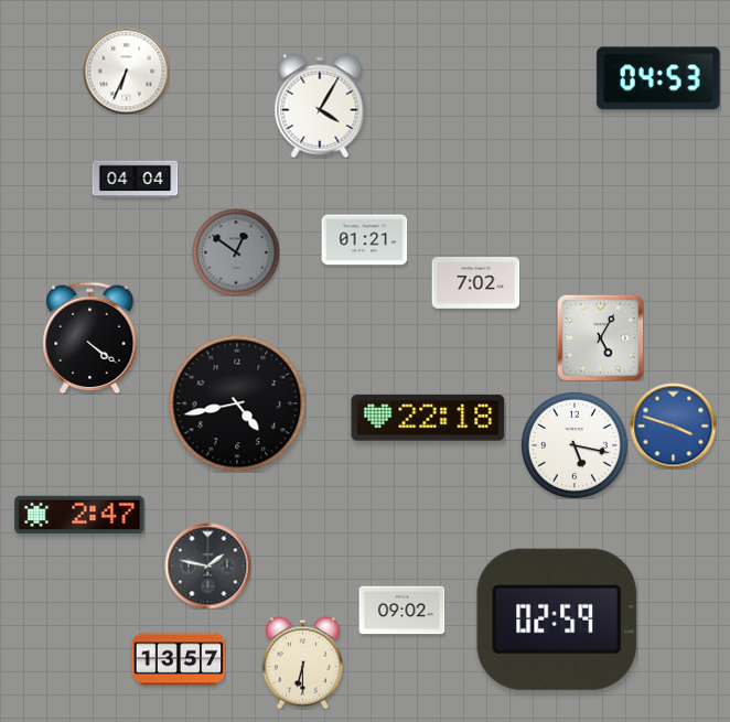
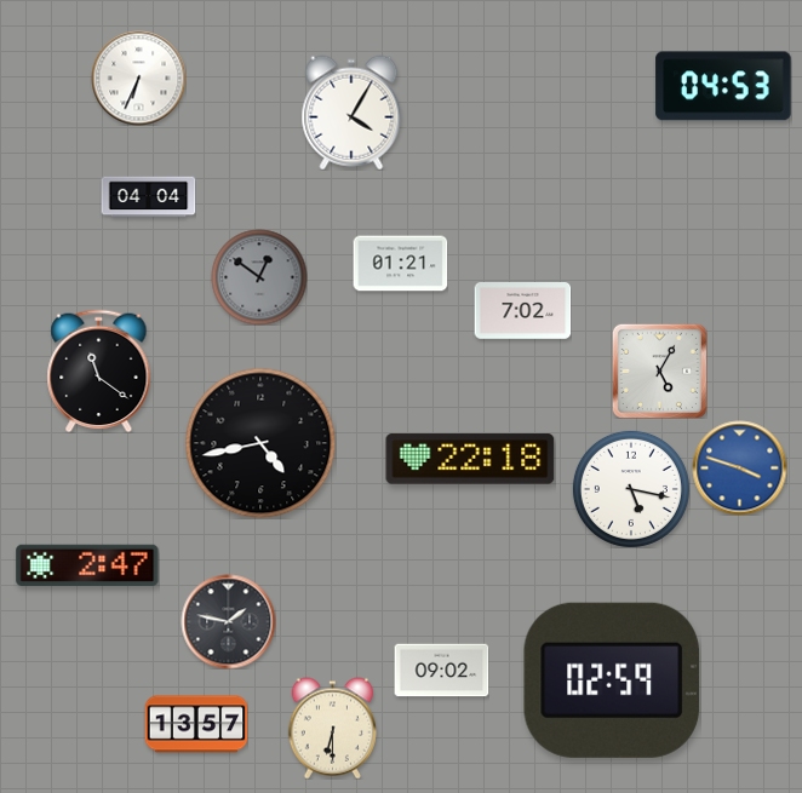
clock at (320, 106) position: (320, 106) -> (351, 113)
clock at (90, 337): 4:21 -> 11:21
